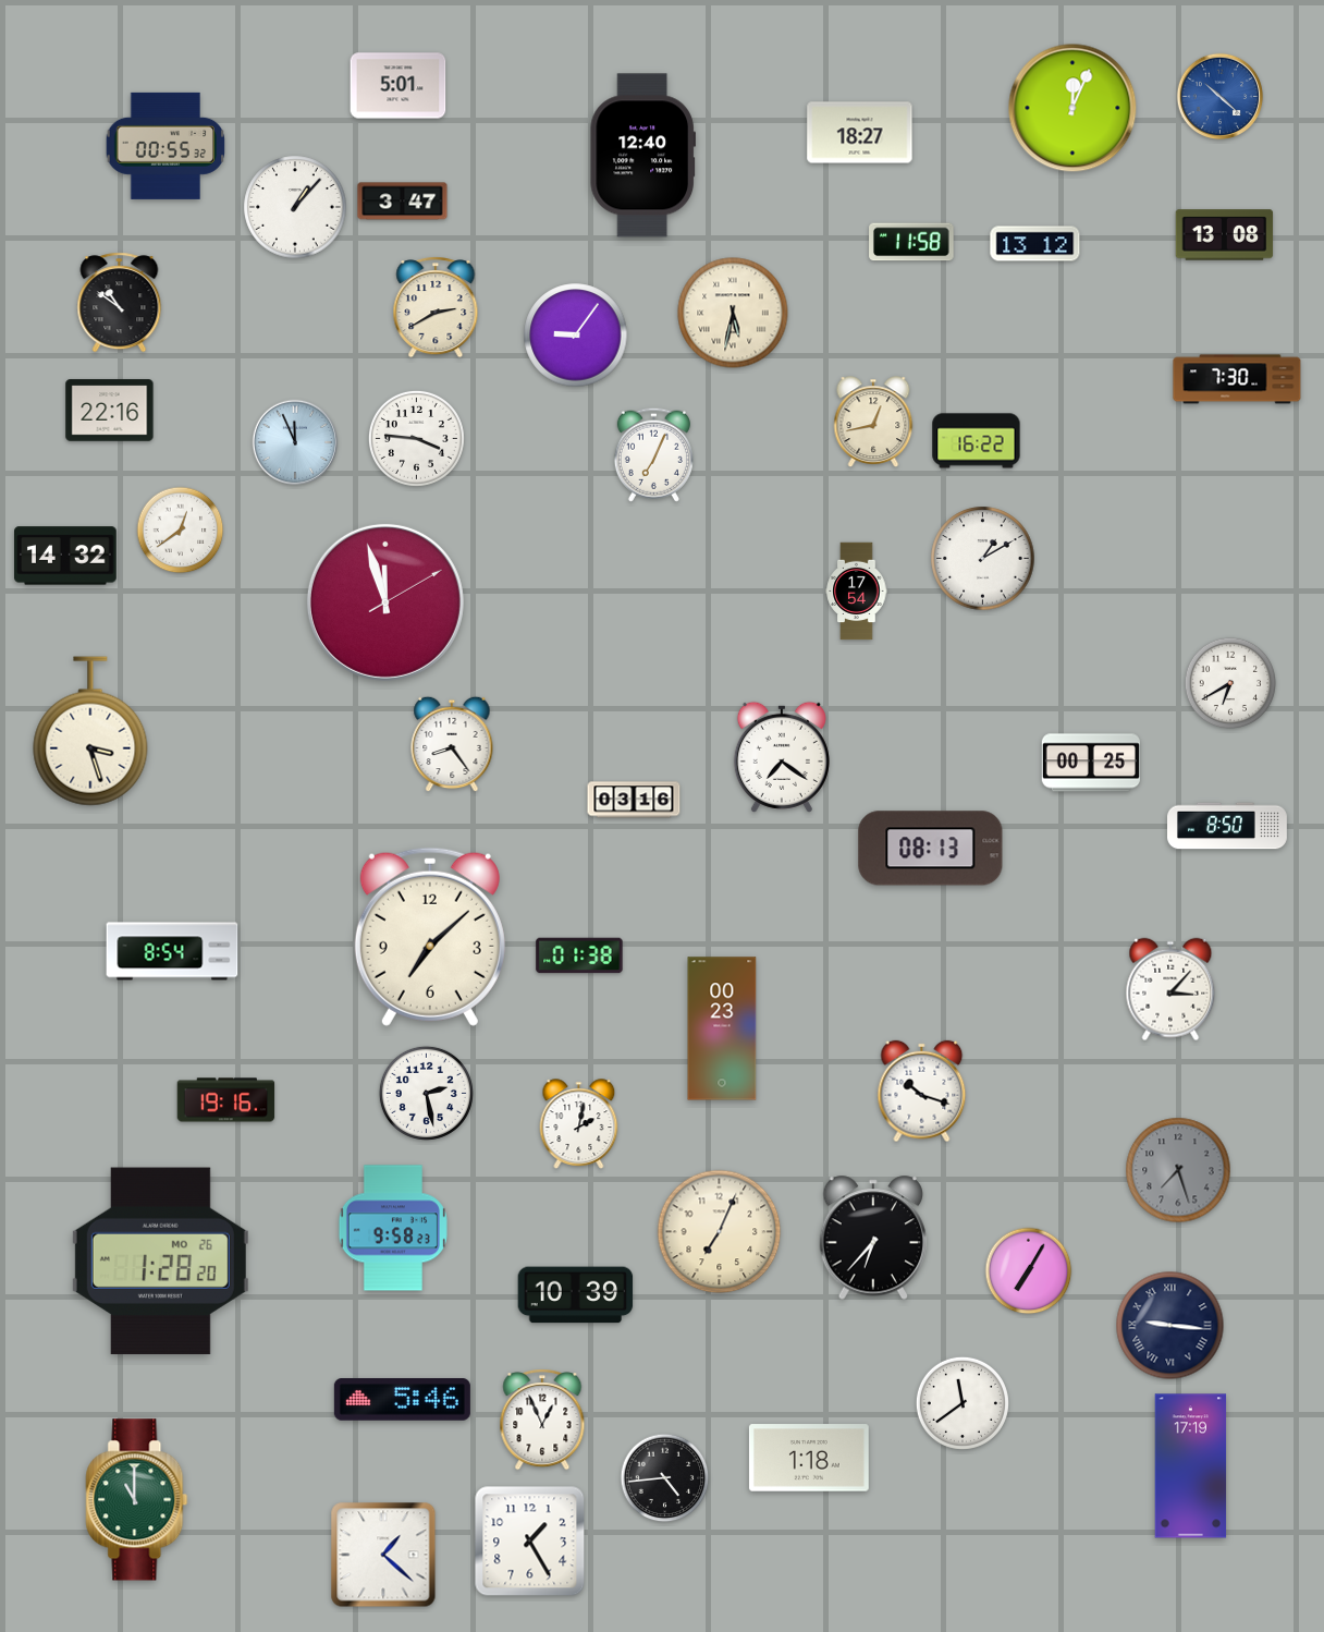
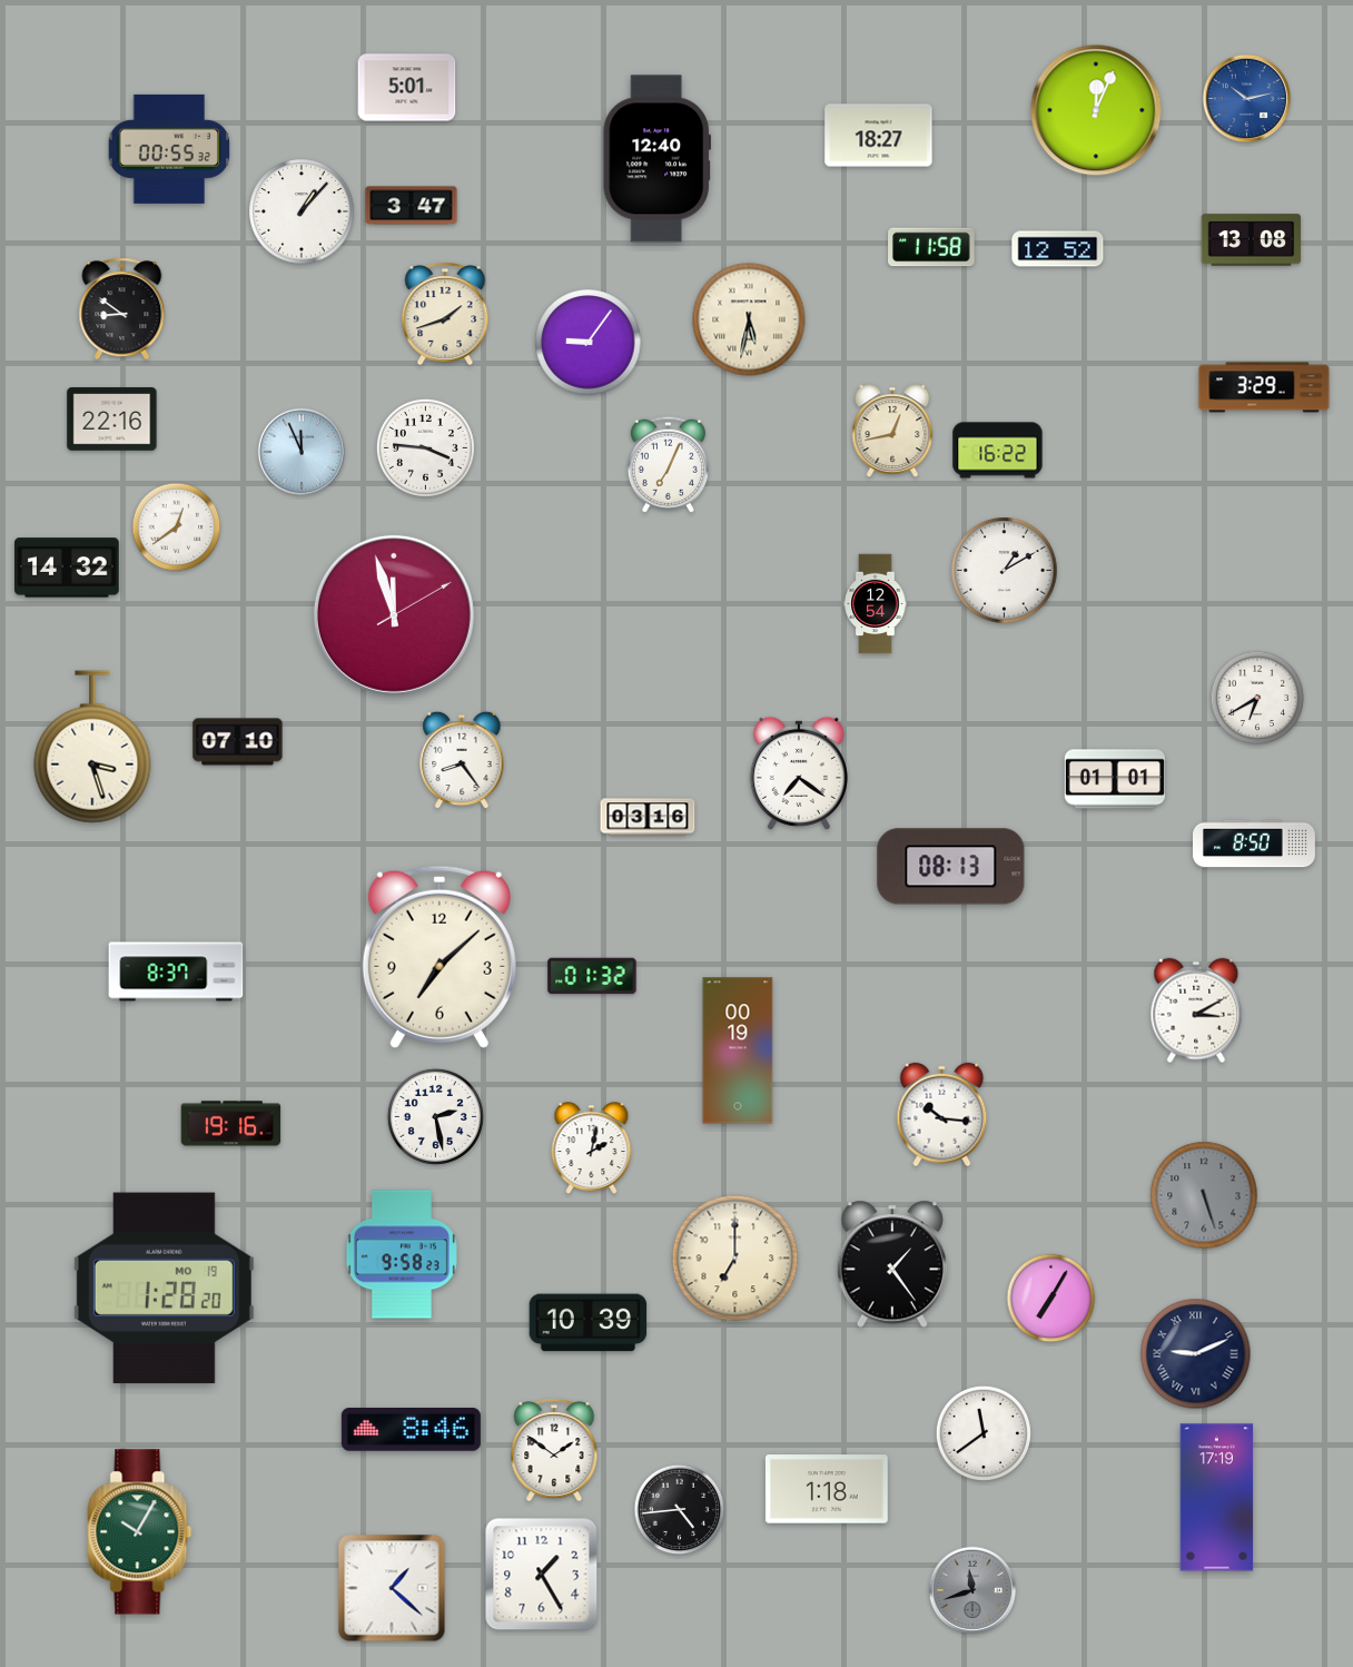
clock at (1221, 97): 10:22 -> 10:13
clock at (1035, 244): 13:12 -> 12:52
clock at (120, 303): 10:51 -> 8:51
clock at (436, 307): 2:40 -> 1:42
clock at (1237, 379): 7:30 -> 3:29
clock at (181, 531) position: (181, 531) -> (177, 527)
clock at (857, 592): 17:54 -> 12:54
clock at (238, 742): none -> 07:10
clock at (1091, 763): 00:25 -> 01:01
clock at (172, 951): 8:54 -> 8:37
clock at (579, 955): 01:38 -> 01:32
clock at (1170, 989): 3:07 -> 3:10
clock at (722, 1028): 00:23 -> 00:19
clock at (922, 1092): 10:18 -> 10:16
clock at (1178, 1170): 7:27 -> 5:27
clock at (720, 1232): 7:04 -> 7:00
clock at (873, 1238): 6:37 -> 1:24
clock at (160, 1262) date: MO 26 -> MO 19
clock at (1170, 1326): 9:16 -> 9:11
clock at (402, 1400): 5:46 -> 8:46
clock at (542, 1420): 12:56 -> 1:51
clock at (137, 1500): 11:00 -> 10:05
clock at (972, 1590): none -> 11:42
